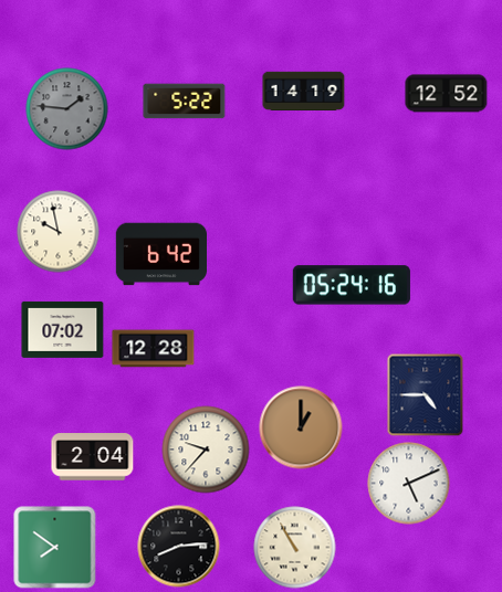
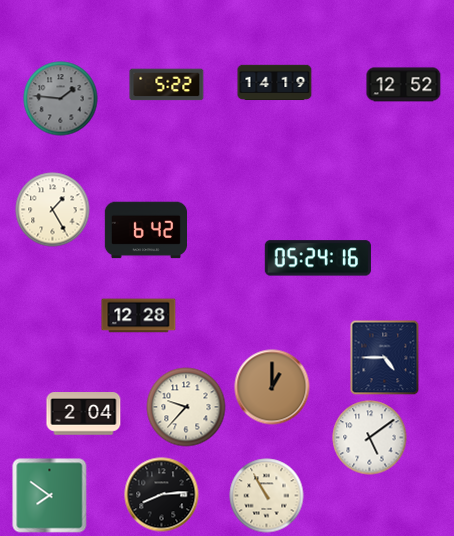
clock at (185, 102) position: (185, 102) -> (167, 85)
clock at (59, 232): 9:58 -> 1:25
clock at (63, 329): 07:02 -> none
clock at (409, 484): 5:11 -> 5:09
